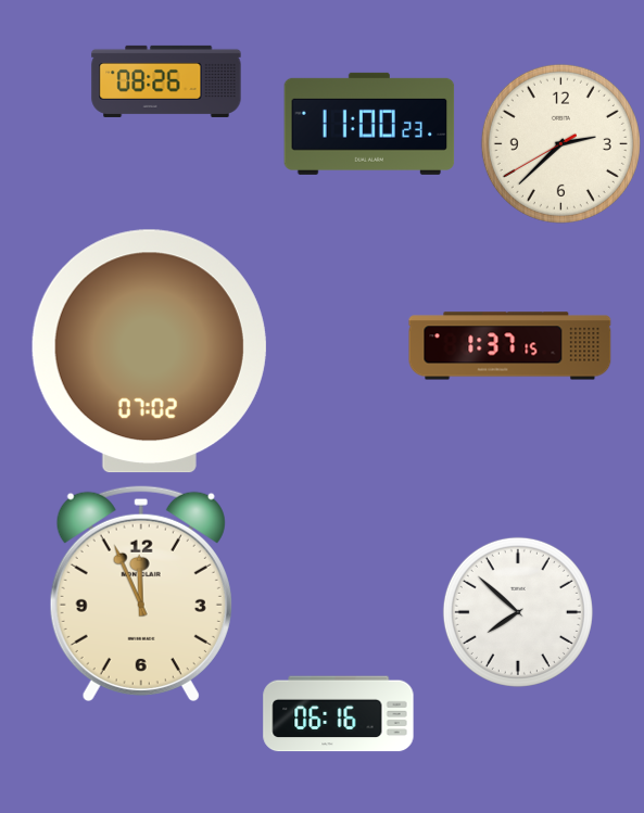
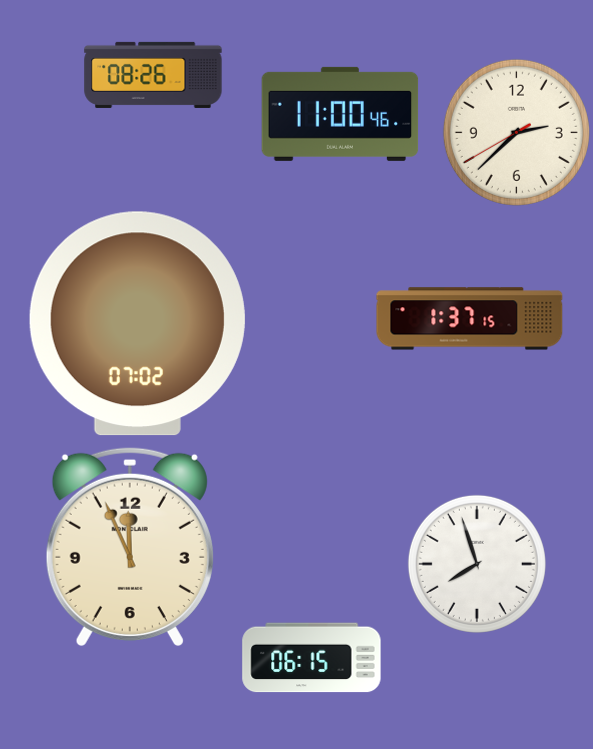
clock at (369, 124): 11:00:23 -> 11:00:46
clock at (518, 612): 7:52 -> 7:57
clock at (339, 714): 06:16 -> 06:15
